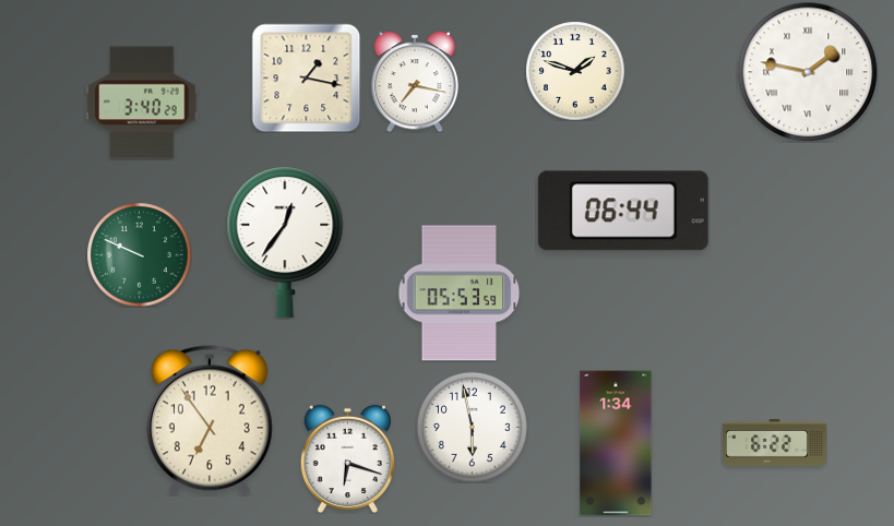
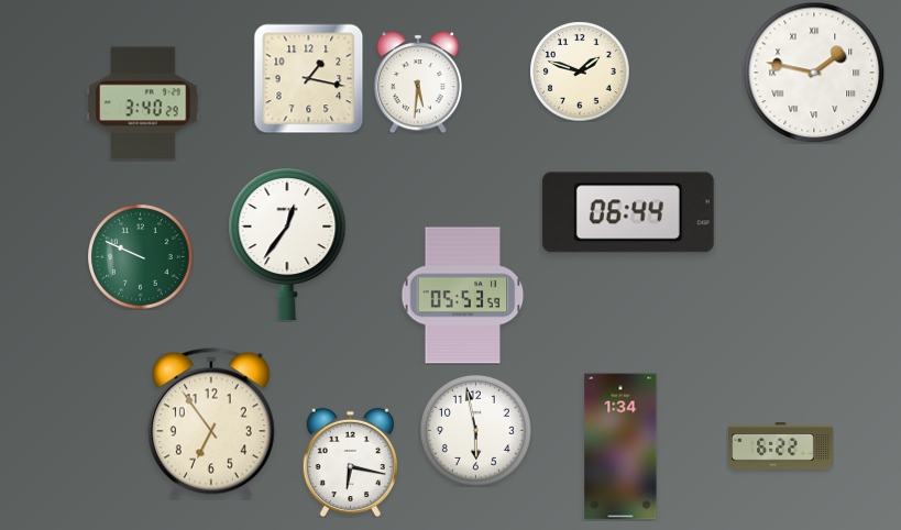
clock at (414, 82): 7:17 -> 5:31
clock at (347, 458): 6:18 -> 6:17
